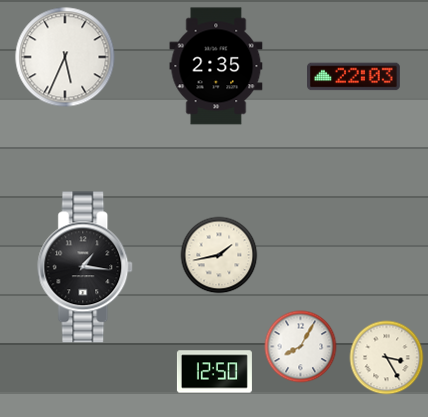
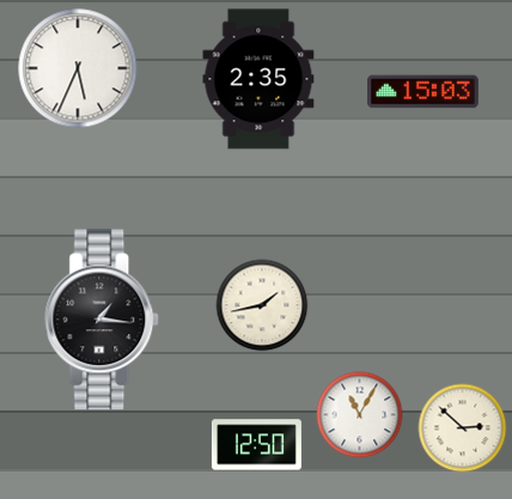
clock at (354, 77): 22:03 -> 15:03
clock at (301, 347): 8:05 -> 11:05
clock at (387, 358): 3:25 -> 2:52
